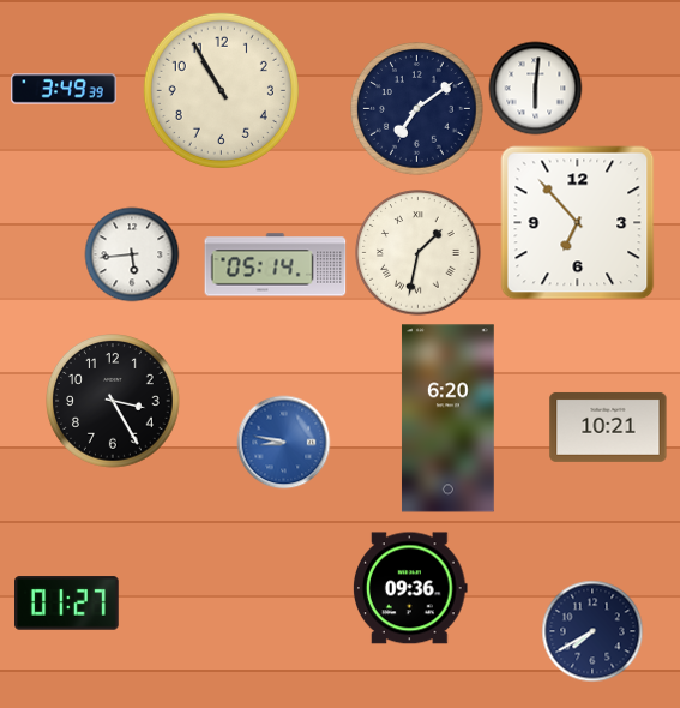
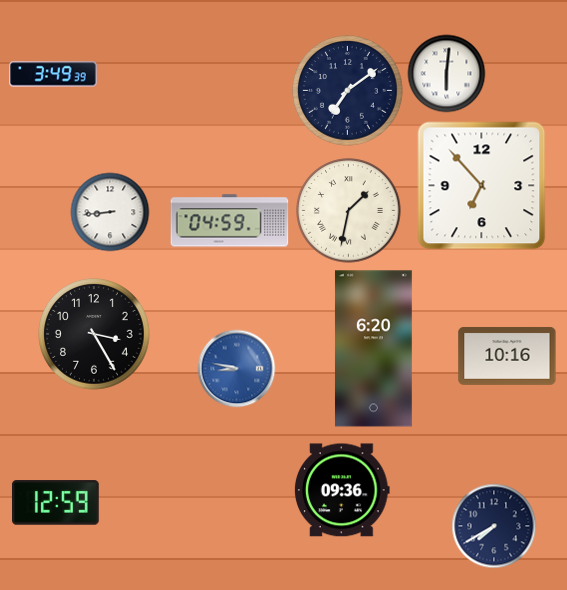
clock at (221, 90): 10:55 -> none
clock at (132, 254): 5:44 -> 8:44
clock at (276, 265): 05:14 -> 04:59
clock at (608, 427): 10:21 -> 10:16
clock at (67, 604): 01:27 -> 12:59
